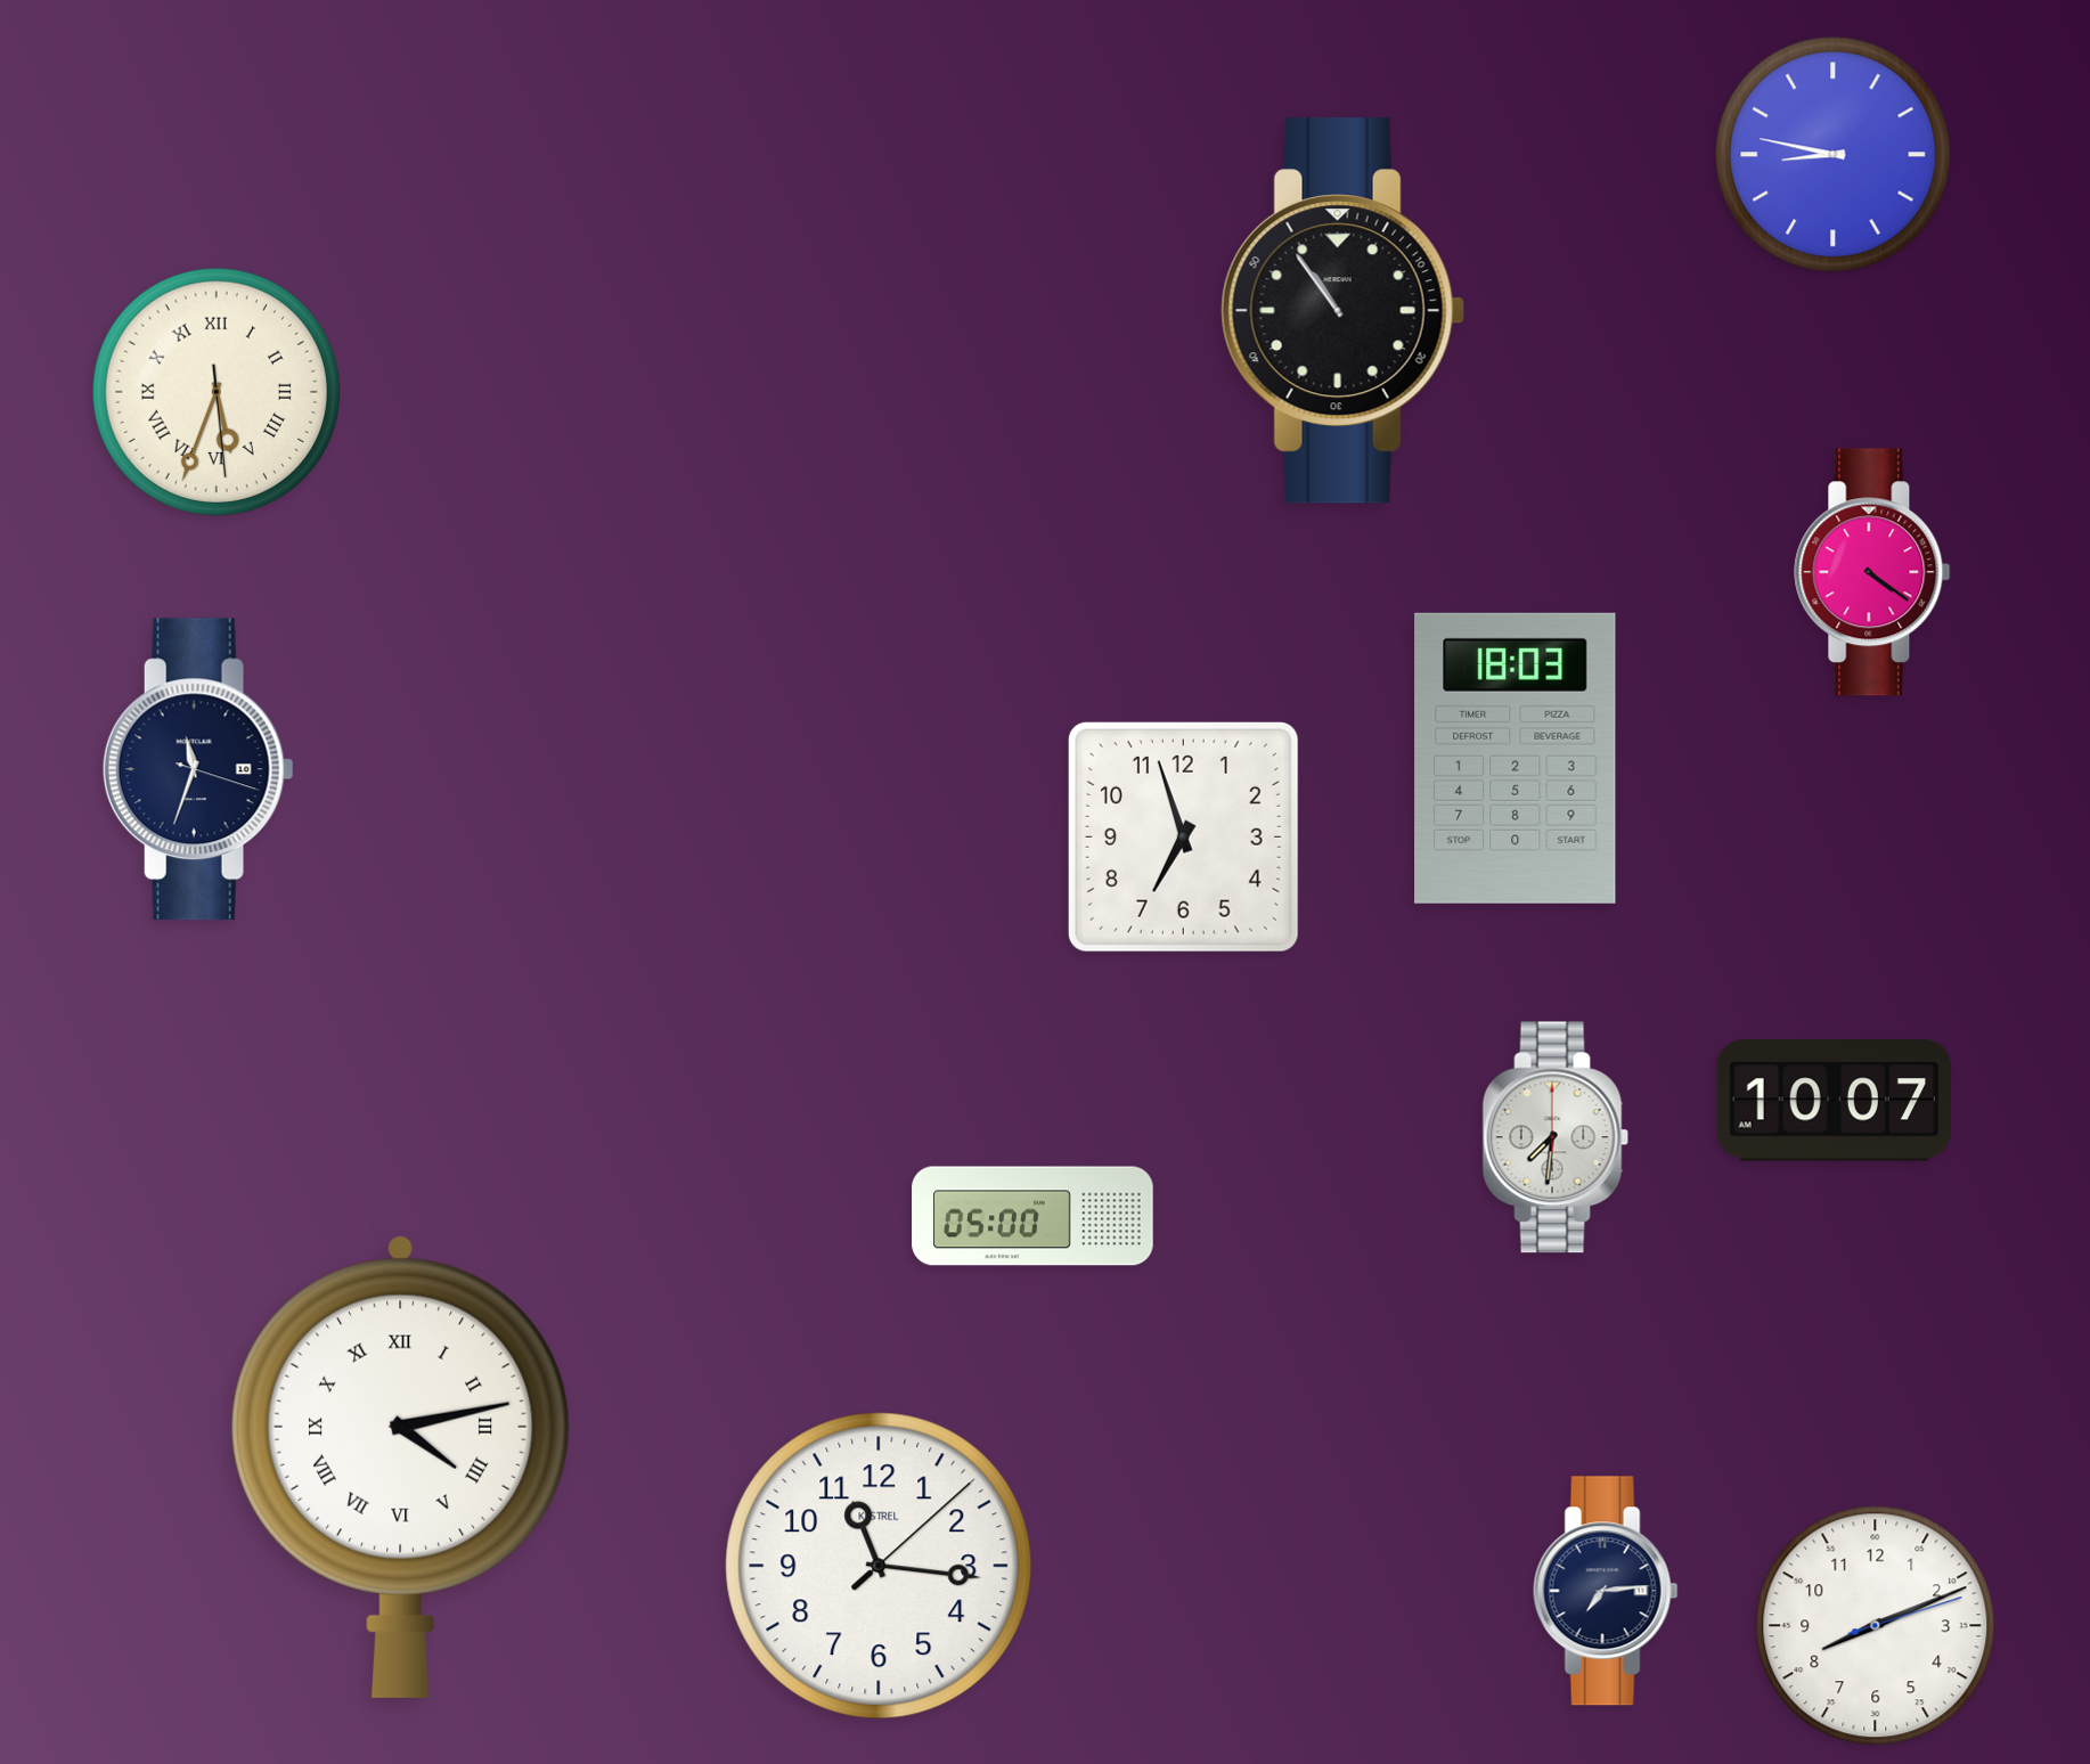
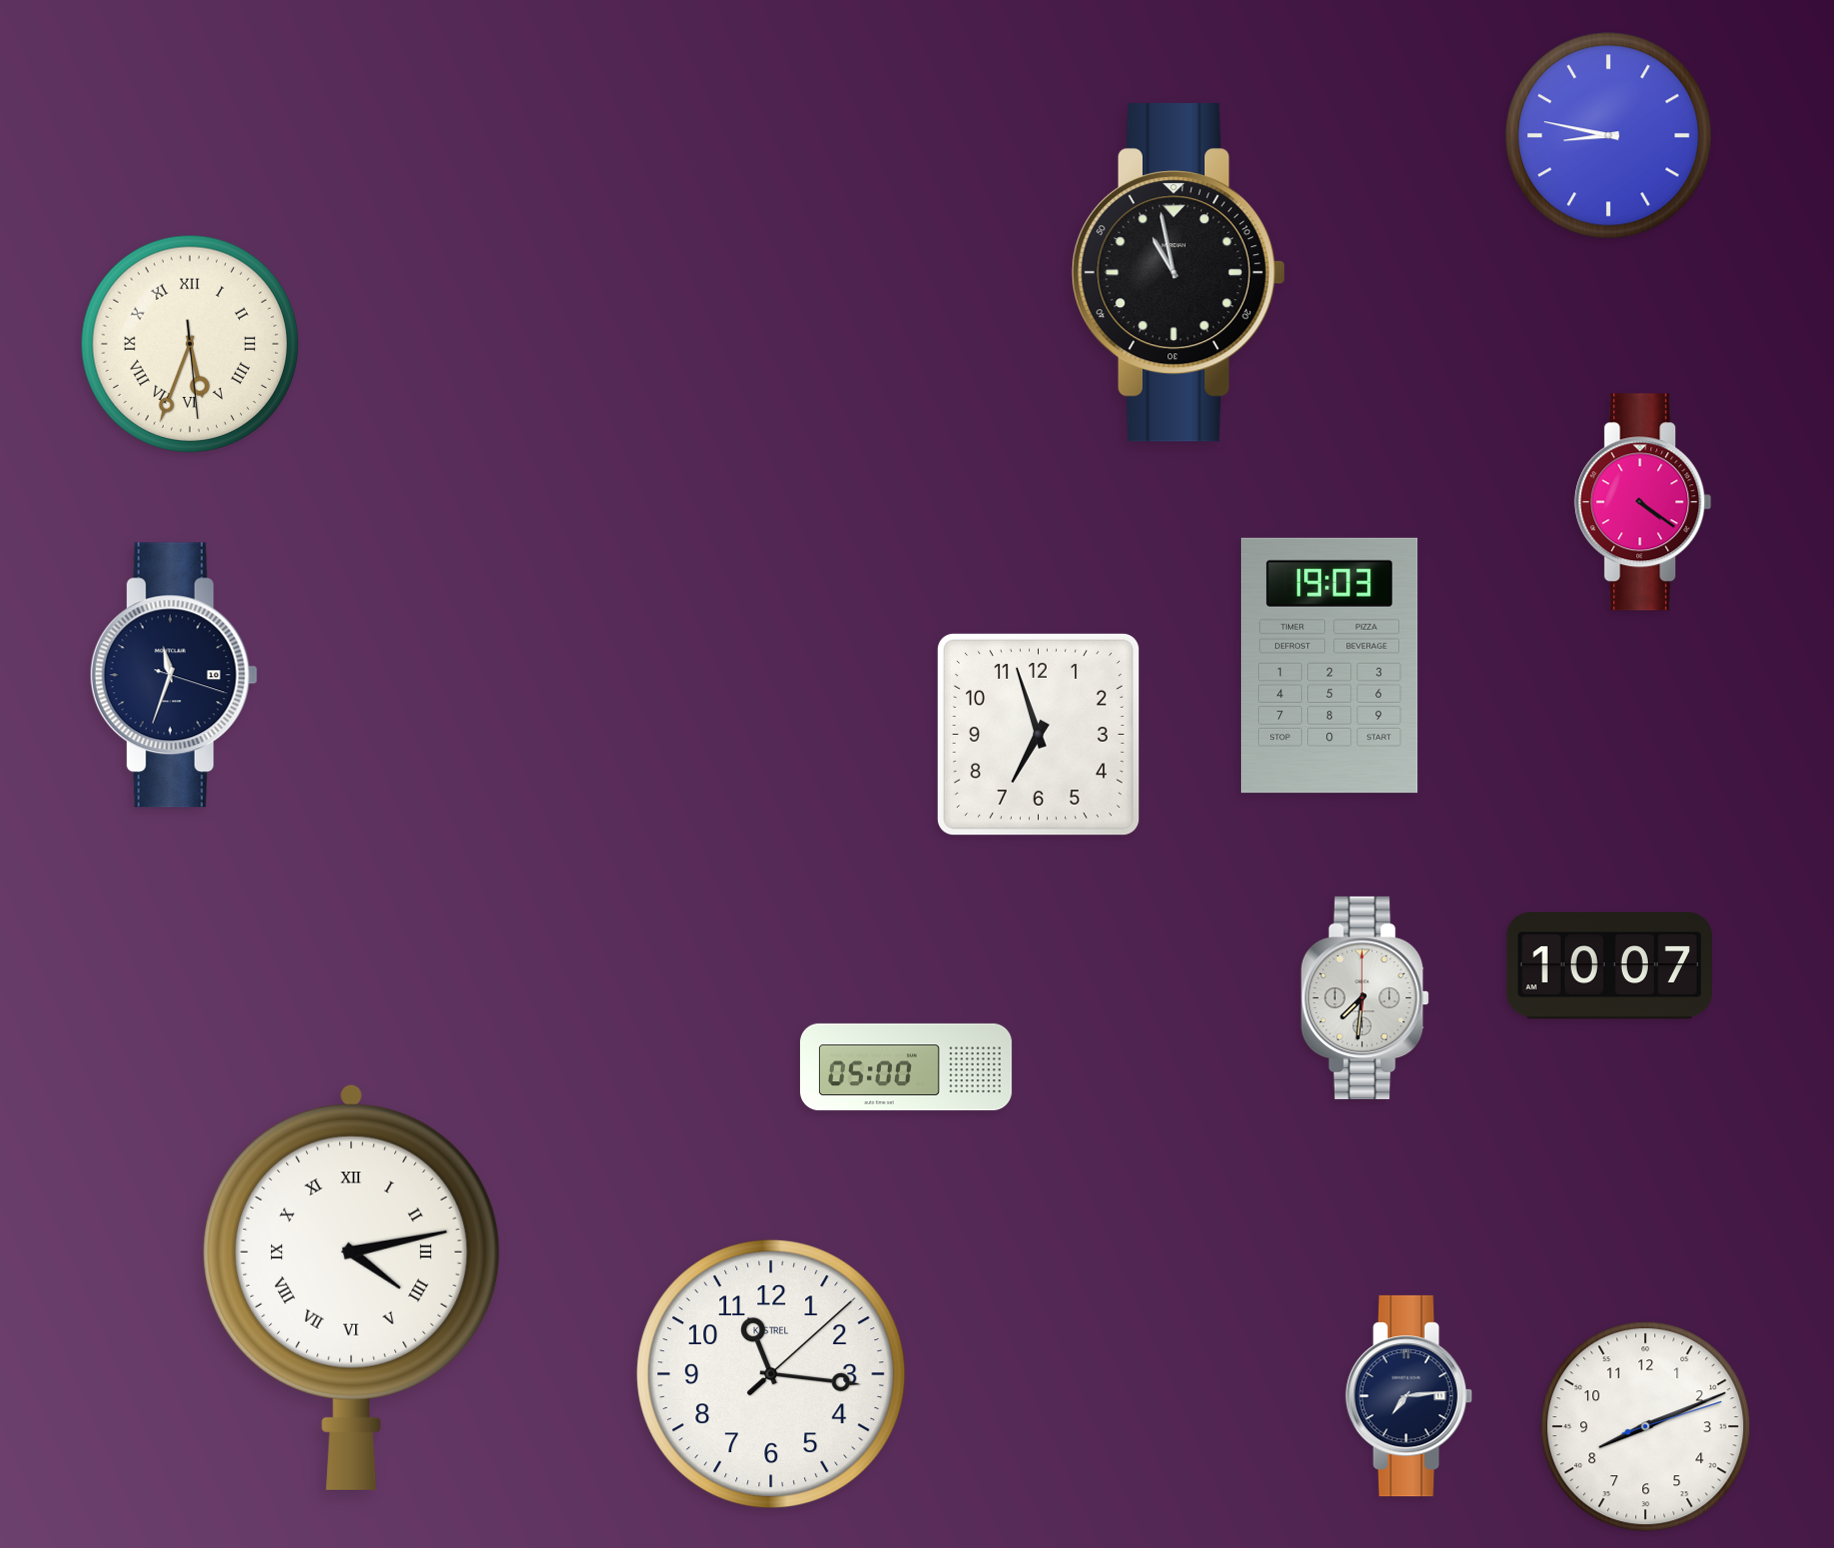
clock at (1342, 311): 10:54 -> 10:58
clock at (1516, 758): 18:03 -> 19:03
